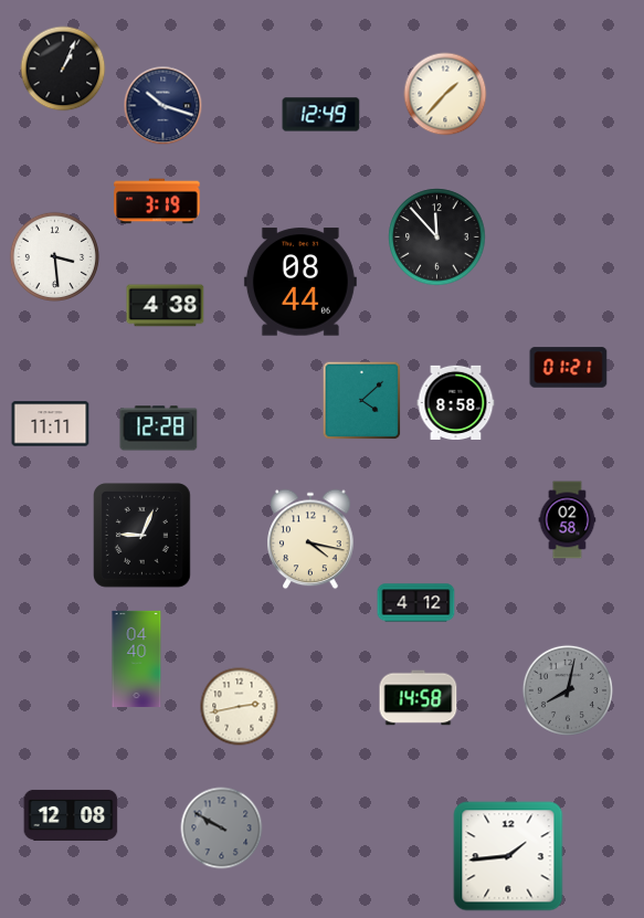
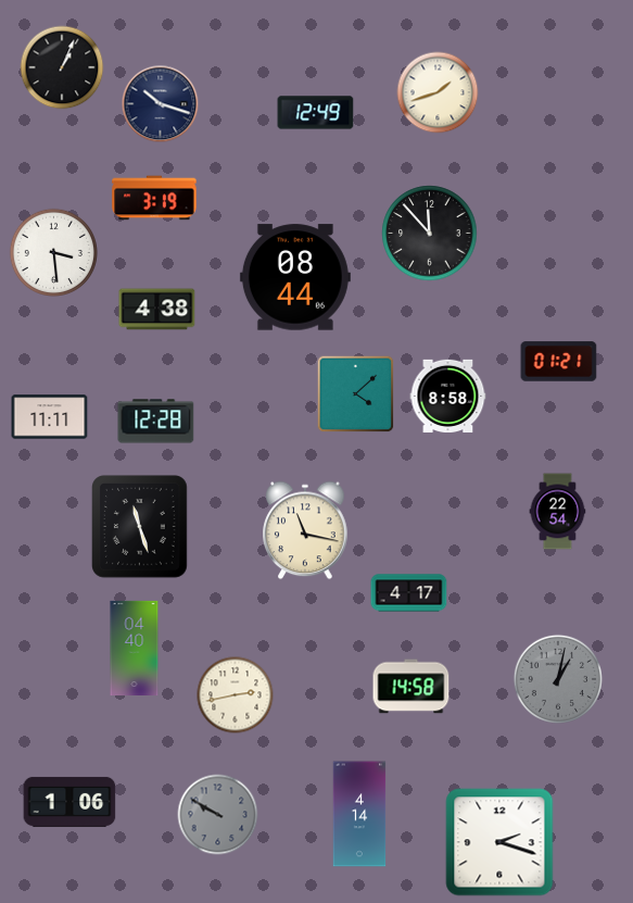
clock at (445, 94): 1:37 -> 1:42
clock at (166, 306) position: (166, 306) -> (157, 310)
clock at (568, 520): 02:58 -> 22:54
clock at (142, 536): 9:04 -> 11:27
clock at (310, 539): 4:17 -> 11:17
clock at (416, 603): 4:12 -> 4:17
clock at (568, 690): 8:02 -> 1:02
clock at (71, 815): 12:08 -> 1:06
clock at (359, 814): none -> 4:14
clock at (508, 856): 1:44 -> 2:18
